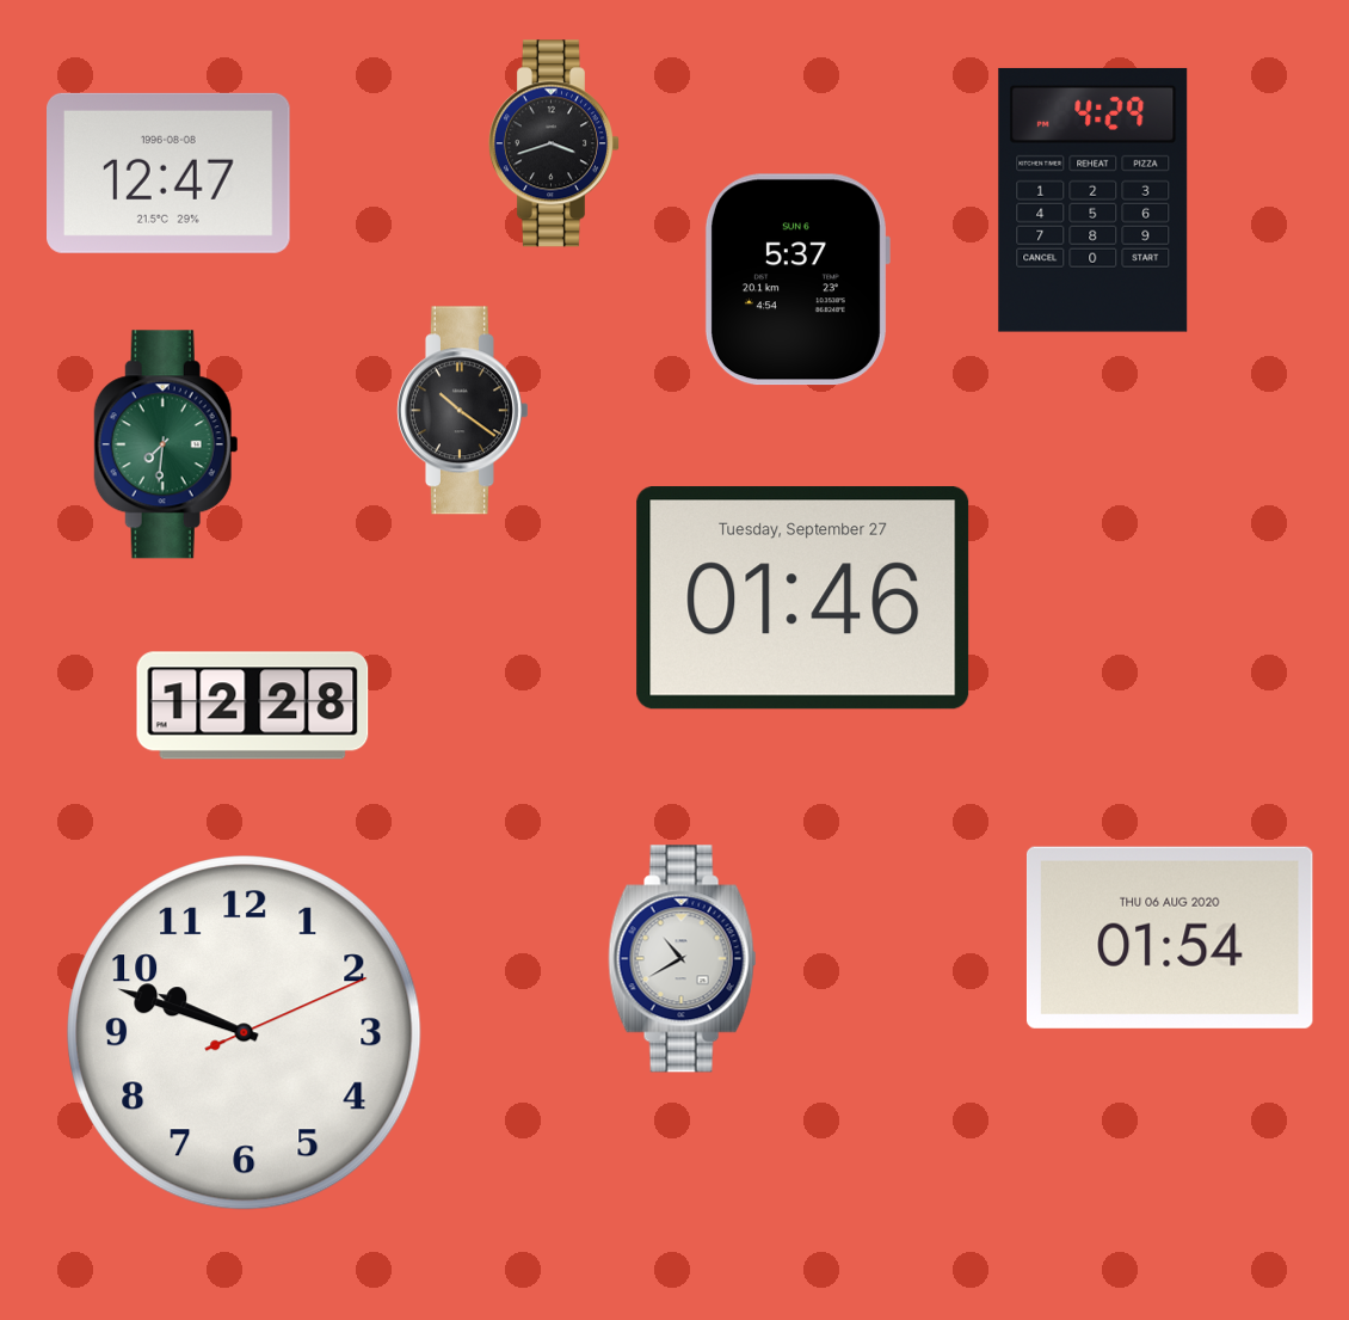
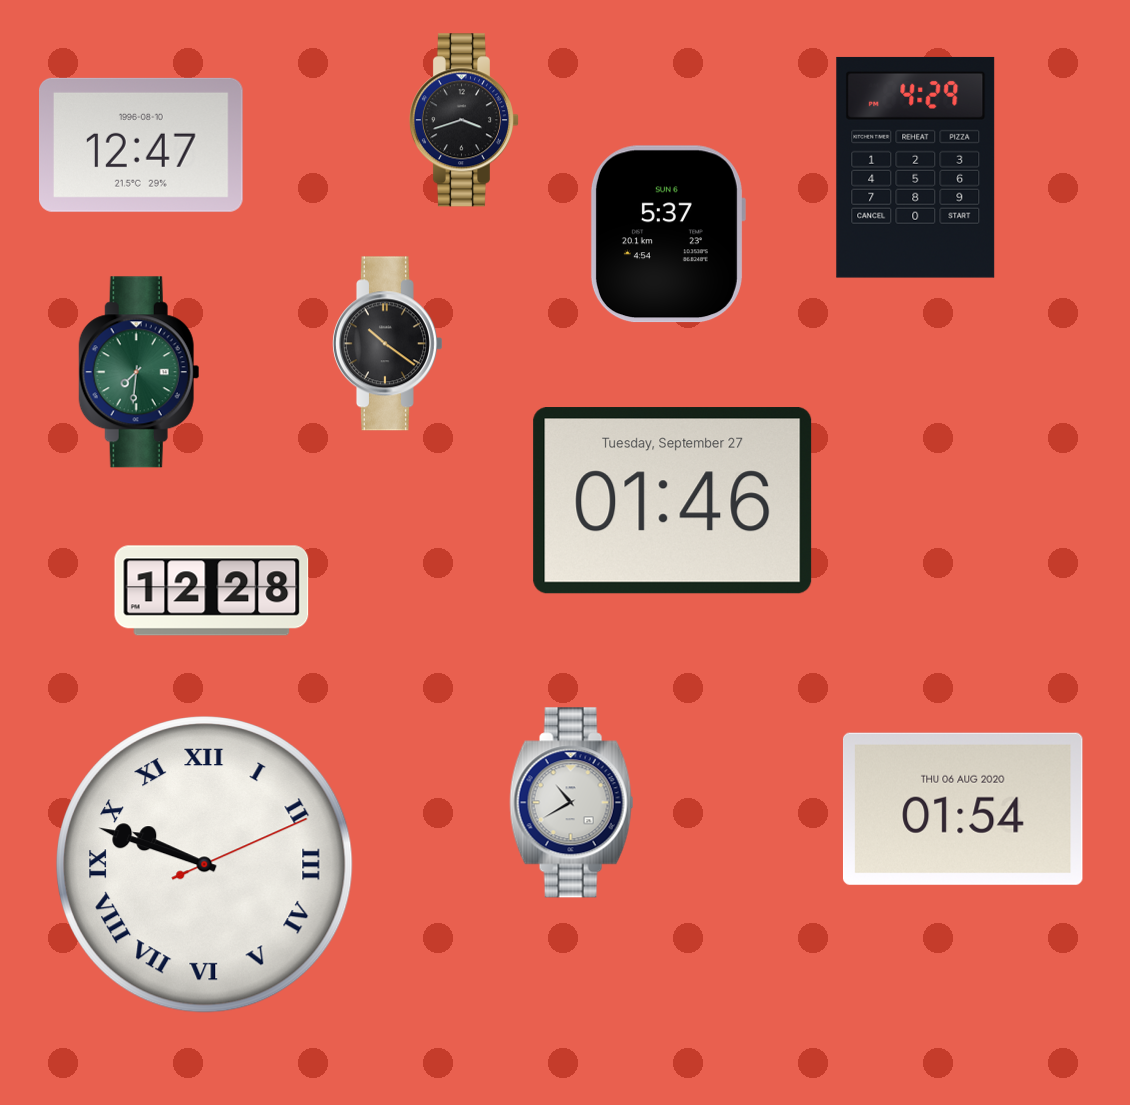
clock at (170, 173) date: 1996-08-08 -> 1996-08-10
clock at (1170, 938) position: (1170, 938) -> (963, 809)
clock at (245, 1033) numerals: Arabic -> Roman
